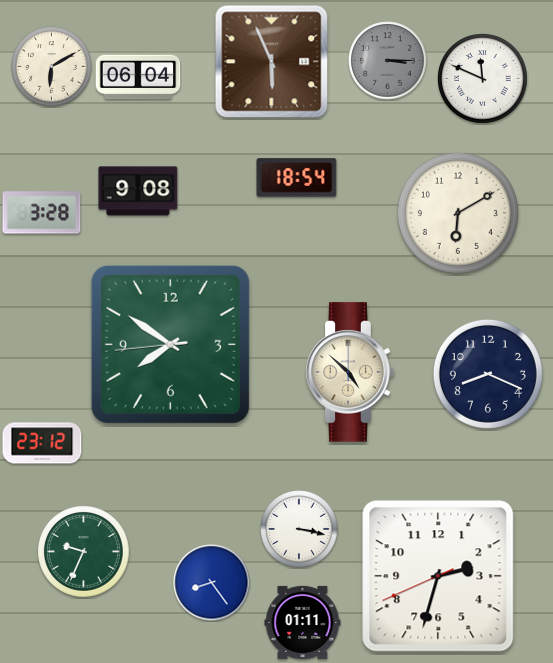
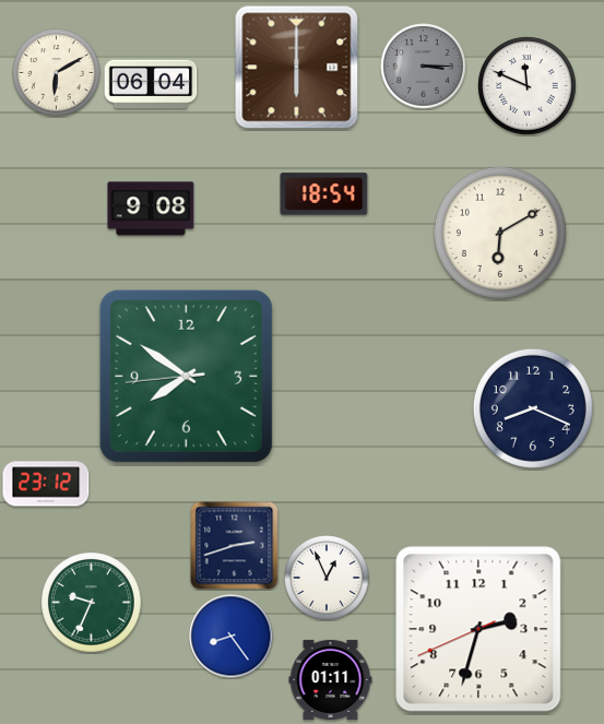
clock at (272, 62): 5:56 -> 6:00
clock at (42, 213): 3:28 -> none
clock at (350, 372): 4:52 -> none
clock at (235, 546): none -> 2:42
clock at (299, 529): 3:17 -> 12:56
